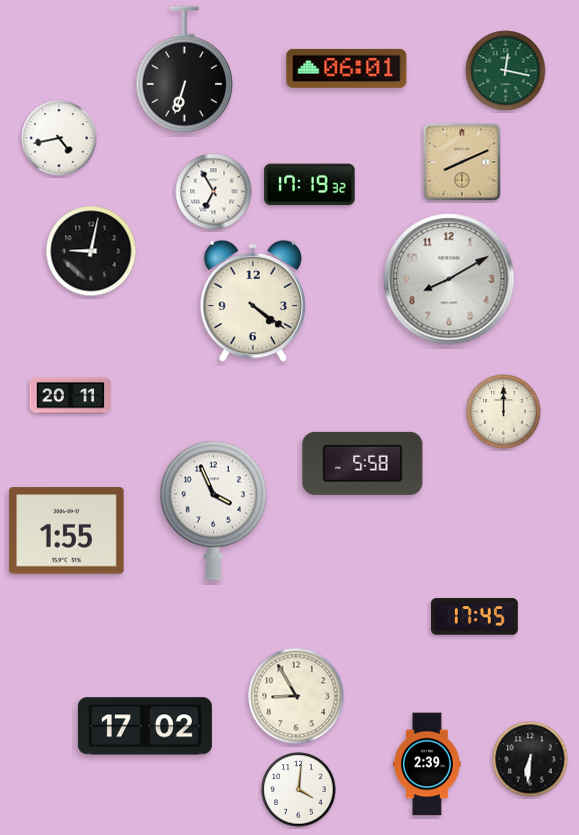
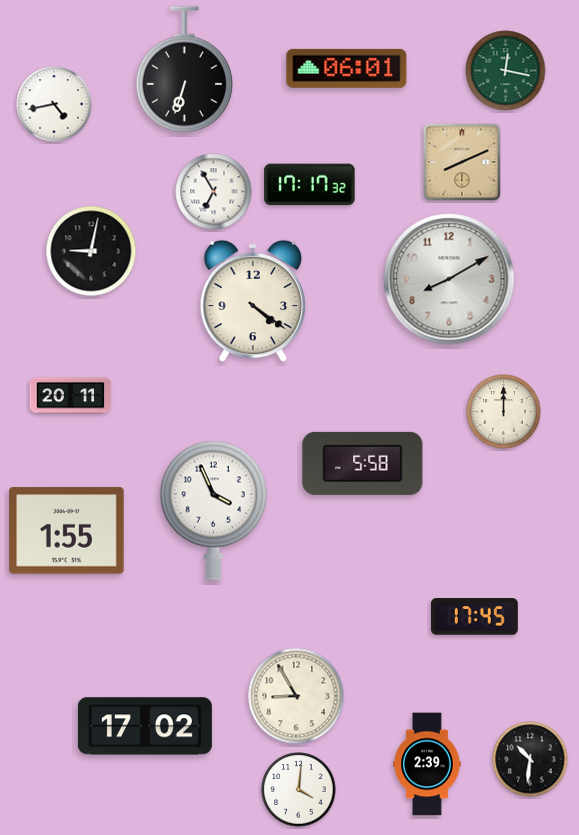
clock at (59, 138) position: (59, 138) -> (54, 104)
clock at (310, 185): 17:19 -> 17:17
clock at (530, 759): 6:31 -> 10:31
